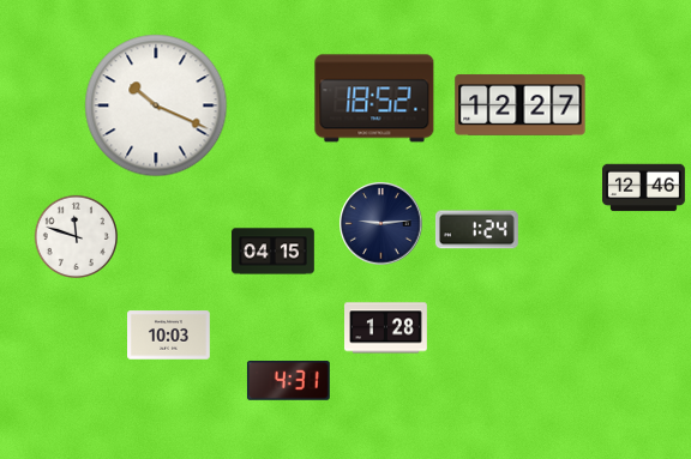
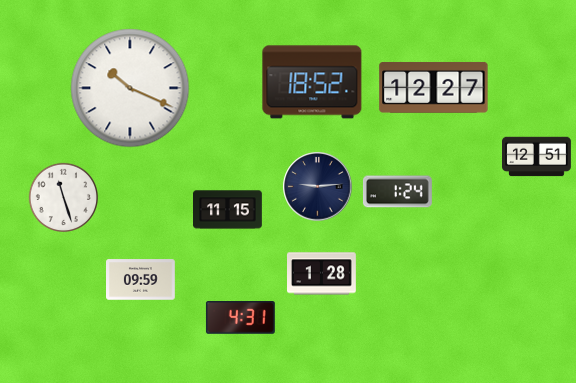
clock at (644, 188): 12:46 -> 12:51
clock at (76, 236): 11:48 -> 11:27
clock at (274, 252): 04:15 -> 11:15
clock at (169, 336): 10:03 -> 09:59
